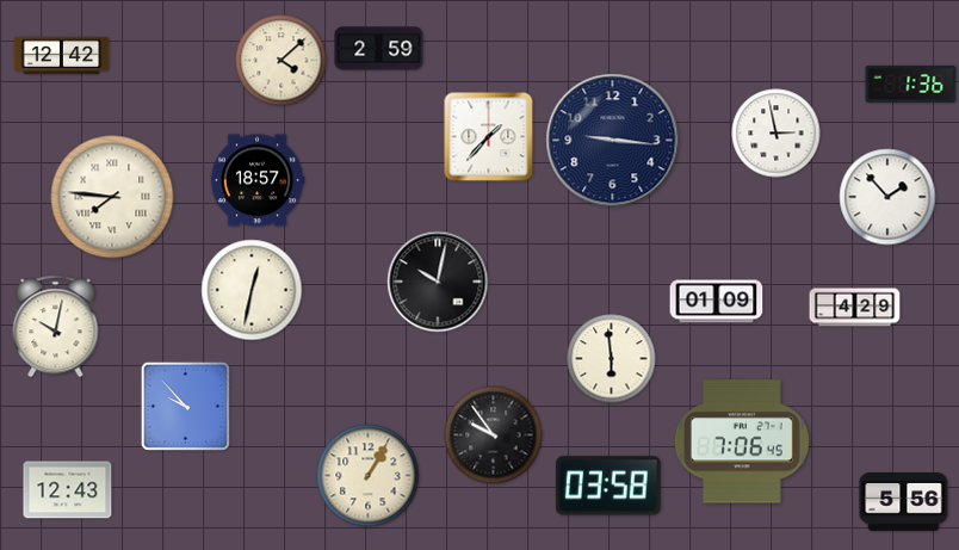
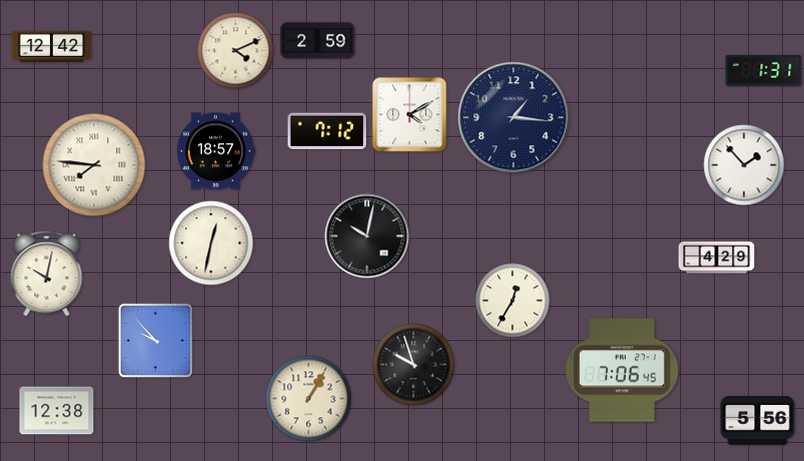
clock at (281, 61): 4:08 -> 4:11
clock at (911, 84): 1:36 -> 1:31
clock at (777, 134): 2:58 -> none
clock at (489, 137): 1:37 -> 4:10
clock at (613, 141): 9:16 -> 1:16
clock at (327, 131): none -> 7:12
clock at (717, 302): 01:09 -> none
clock at (612, 359): 5:59 -> 12:35
clock at (494, 435): 9:54 -> 9:57
clock at (608, 486): 03:58 -> none
clock at (68, 490): 12:43 -> 12:38
